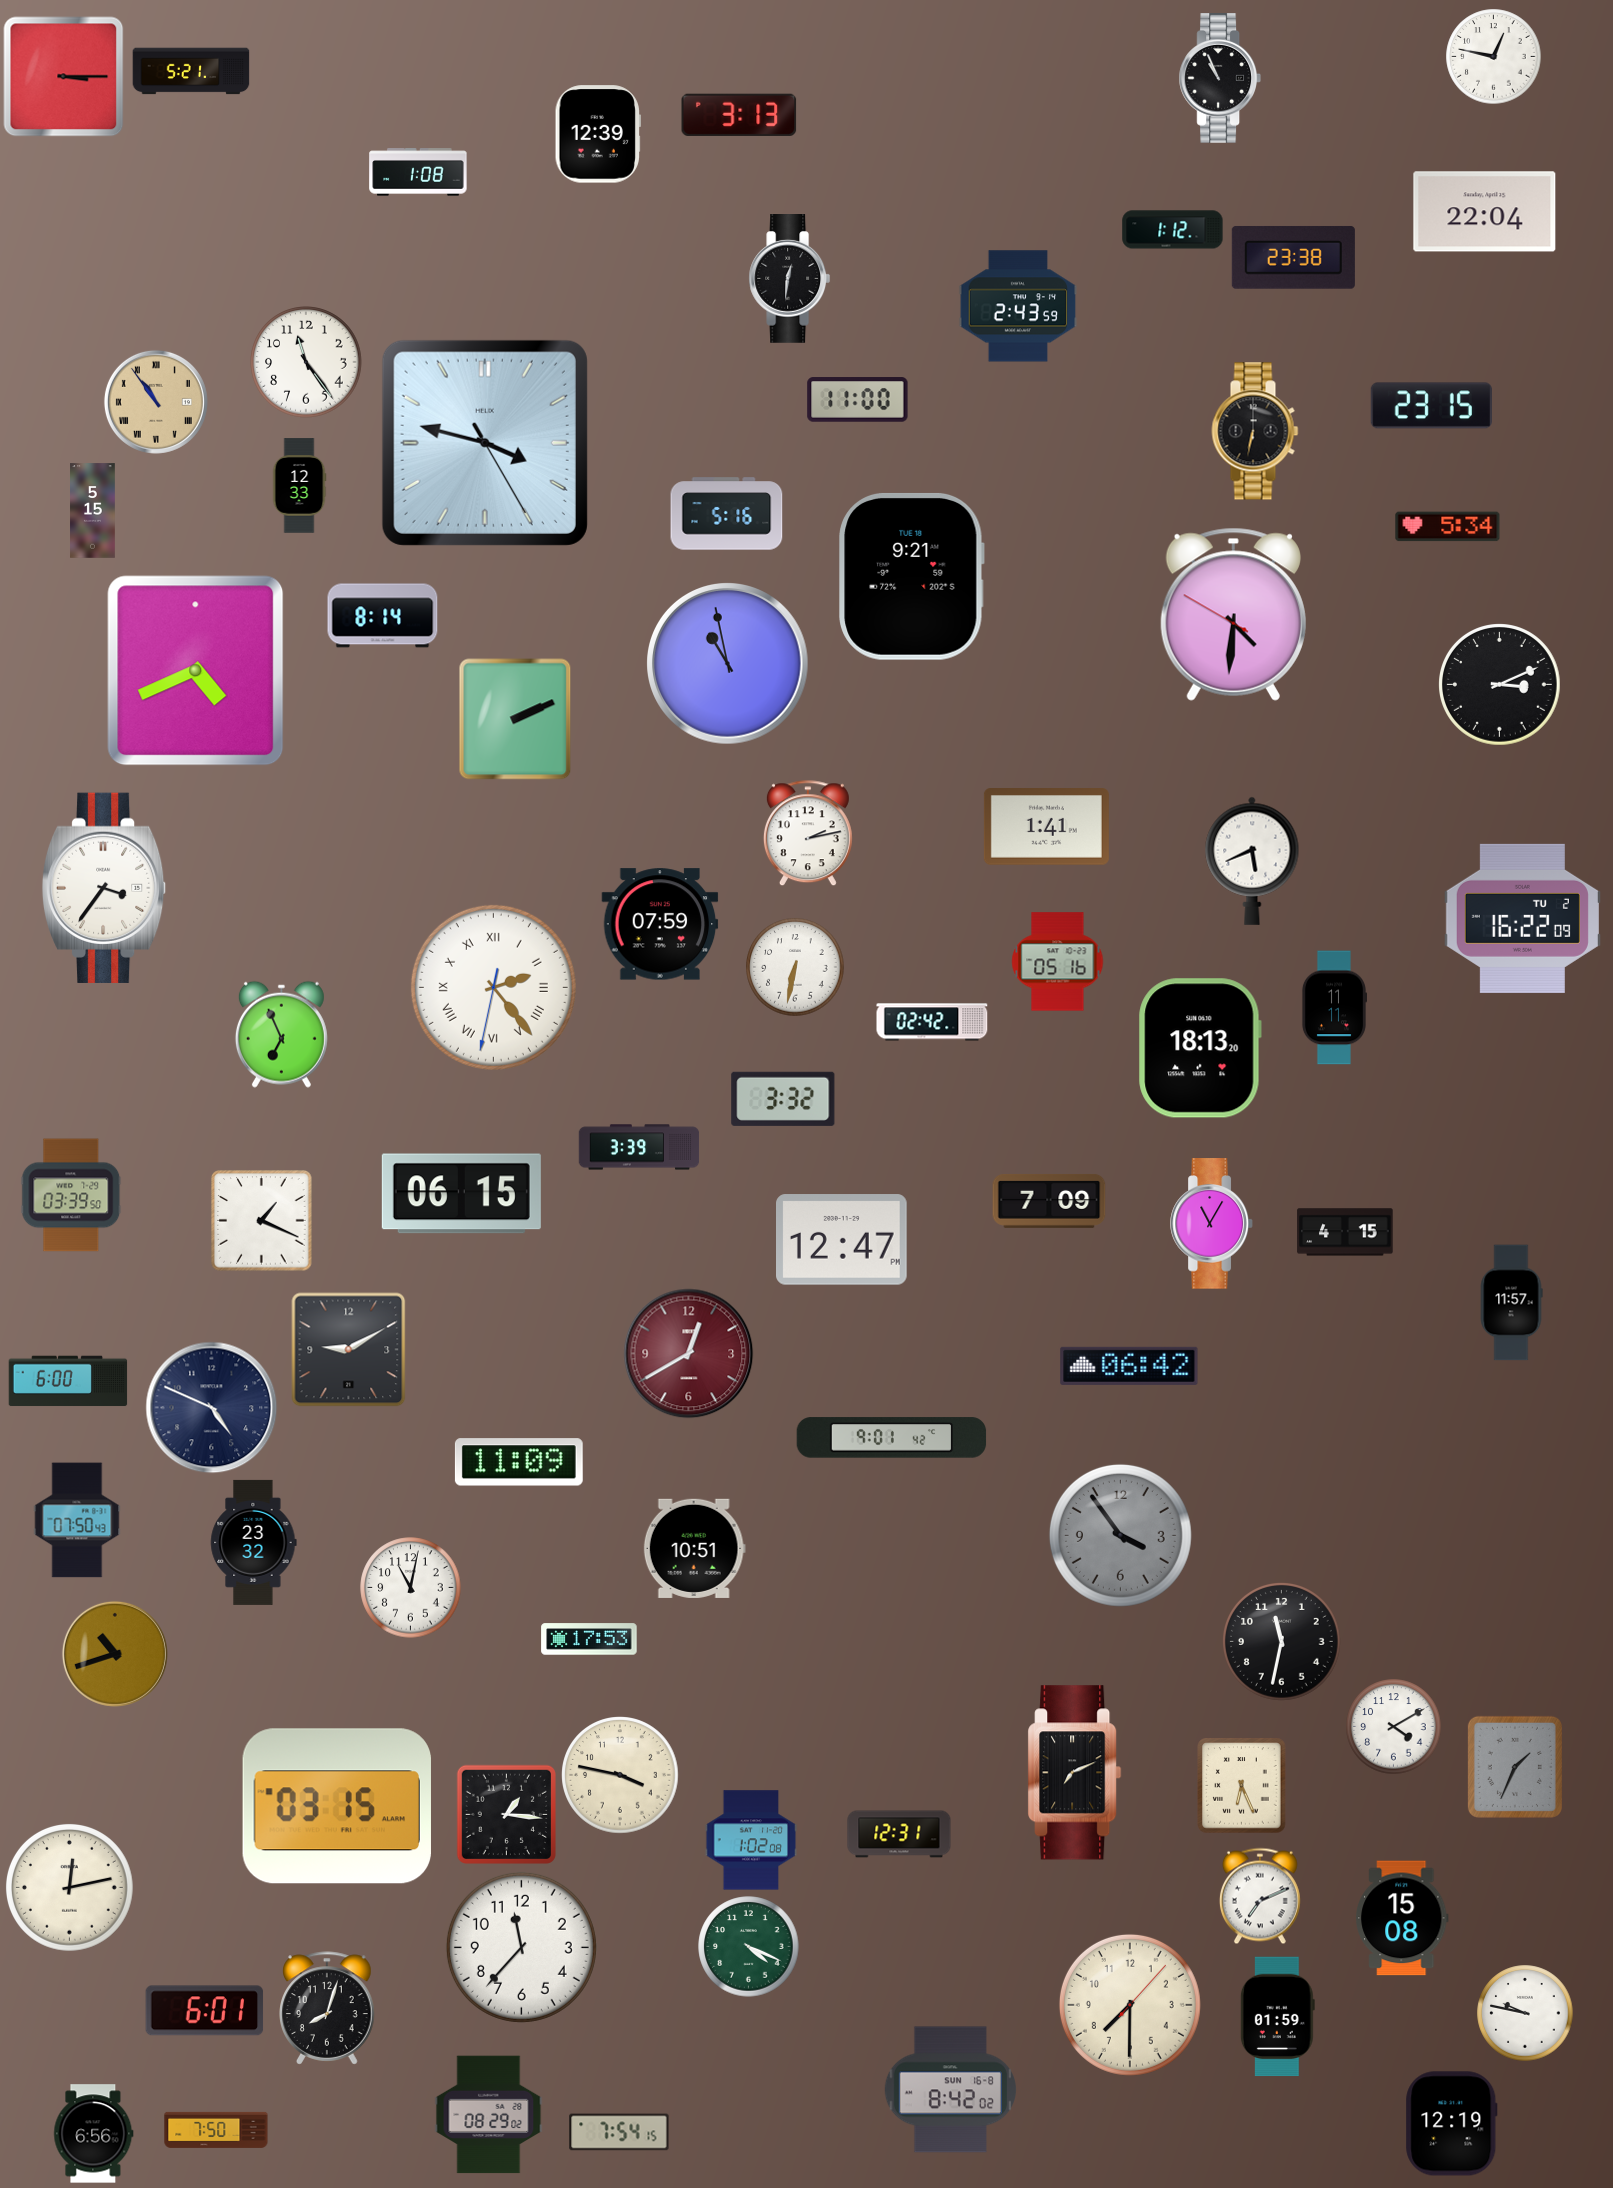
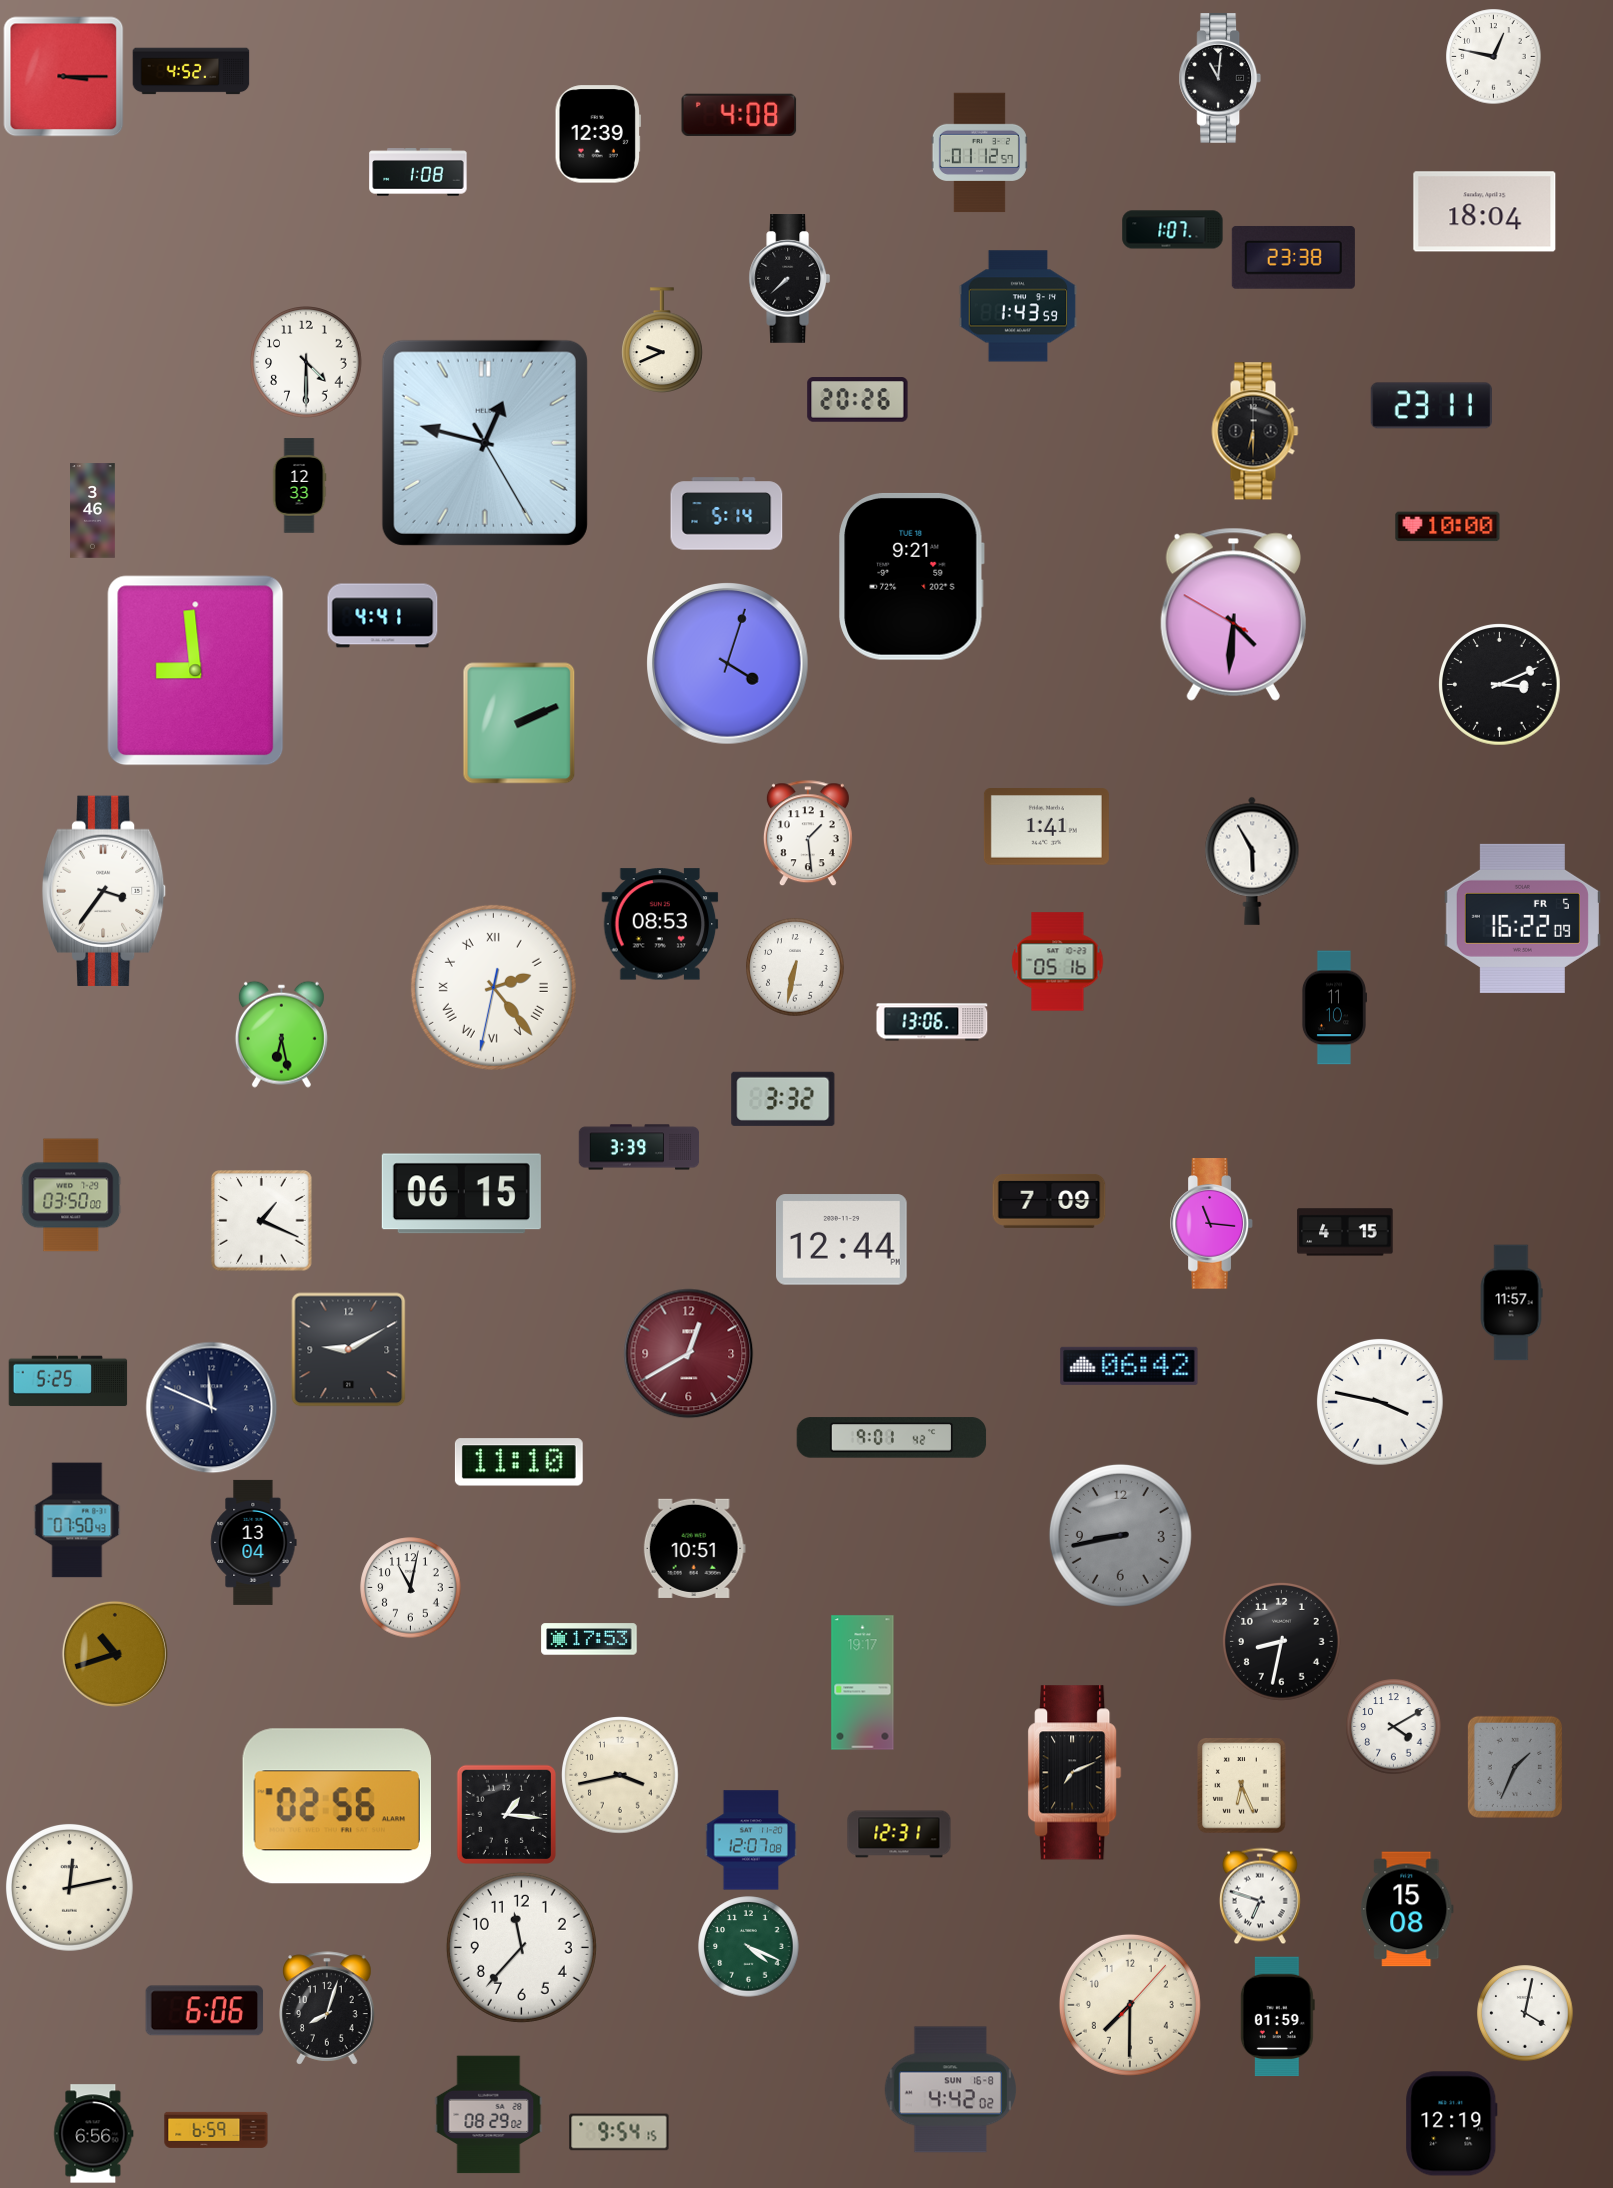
clock at (191, 71): 5:21 -> 4:52
clock at (1219, 78): 10:56 -> 11:01
clock at (739, 115): 3:13 -> 4:08
clock at (979, 153): none -> 01:12
clock at (1485, 212): 22:04 -> 18:04
clock at (1173, 230): 1:12 -> 1:07
clock at (790, 279): 12:31 -> 7:38
clock at (1018, 306): 2:43 -> 1:43
clock at (662, 340): none -> 9:41
clock at (306, 362): 11:24 -> 4:30
clock at (858, 400): 11:00 -> 20:26
clock at (156, 402): 10:54 -> none
clock at (1431, 406): 23:15 -> 23:11
clock at (1255, 431): 6:32 -> 6:30
clock at (485, 443): 3:47 -> 12:47
clock at (93, 511): 5:15 -> 3:46
clock at (727, 514): 5:16 -> 5:14
clock at (1448, 527): 5:34 -> 10:00
clock at (383, 616): 8:14 -> 4:41
clock at (728, 664): 10:58 -> 4:03
clock at (196, 671): 4:41 -> 8:59
clock at (515, 719) position: (515, 719) -> (519, 723)
clock at (808, 834): 2:13 -> 1:29
clock at (1252, 861): 5:41 -> 5:55
clock at (104, 888) position: (104, 888) -> (104, 891)
clock at (1522, 918) date: TU 2 -> FR 5
clock at (660, 924): 07:59 -> 08:53
clock at (1333, 1008): 11:11 -> 11:10
clock at (932, 1022): 02:42 -> 13:06
clock at (281, 1034): 6:56 -> 6:28
clock at (1200, 1048): 18:13 -> none
clock at (71, 1195): 03:39 -> 03:50
clock at (1212, 1224): 11:05 -> 11:16
clock at (842, 1240): 12:47 -> 12:44
clock at (68, 1381): 6:00 -> 5:25
clock at (1380, 1402): none -> 3:47
clock at (212, 1408): 4:49 -> 11:49
clock at (519, 1462): 11:09 -> 11:10
clock at (1120, 1535): 3:54 -> 8:43
clock at (254, 1542): 23:32 -> 13:04
clock at (1282, 1642): 11:32 -> 8:32
clock at (863, 1683): none -> 19:17
clock at (620, 1775): 3:47 -> 3:43
clock at (337, 1806): 03:15 -> 02:56
clock at (751, 1840): 1:02 -> 12:07
clock at (1260, 1896): 7:11 -> 6:48
clock at (1402, 1918) position: (1402, 1918) -> (1407, 1909)
clock at (205, 2011): 6:01 -> 6:06
clock at (1525, 2013): 9:47 -> 4:02
clock at (950, 2090): 8:42 -> 4:42
clock at (216, 2130): 7:50 -> 6:59
clock at (619, 2132): 7:54 -> 9:54
